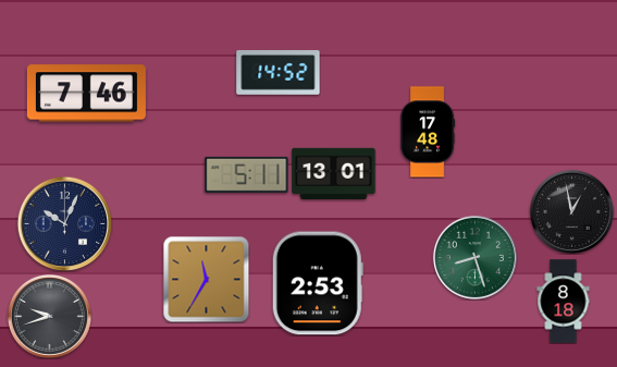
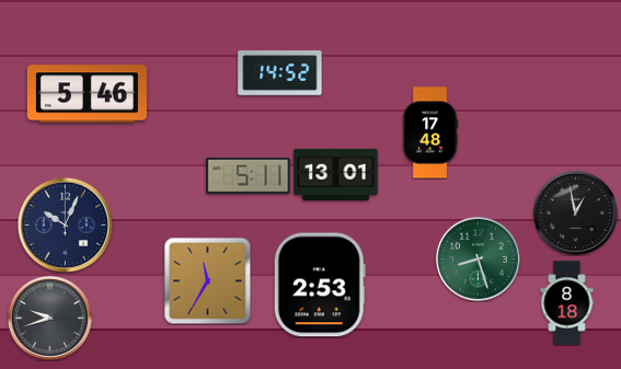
clock at (86, 94): 7:46 -> 5:46
